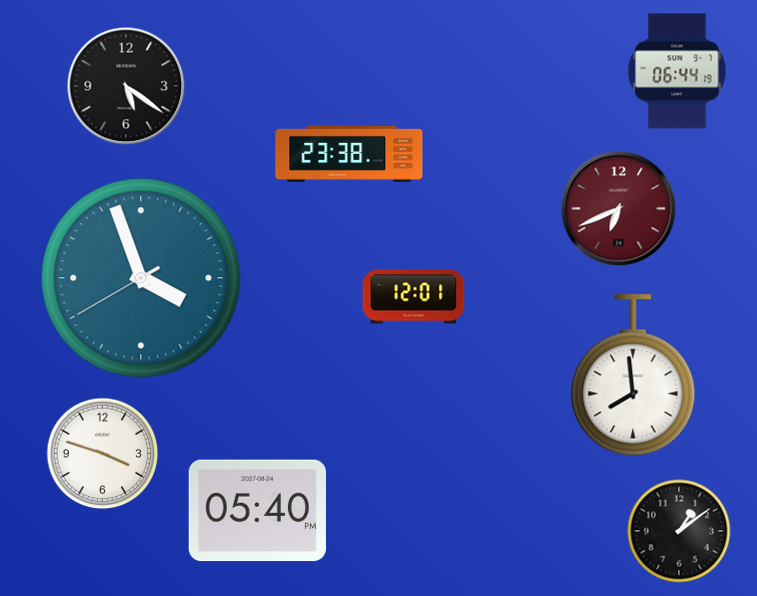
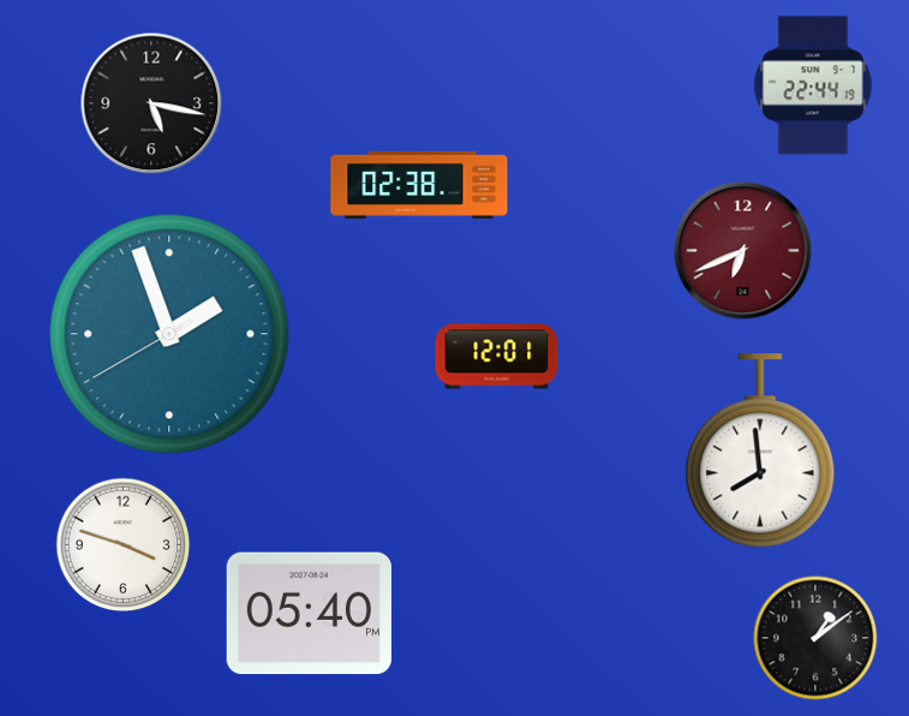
clock at (677, 71): 06:44 -> 22:44
clock at (126, 86): 5:21 -> 5:17
clock at (349, 154): 23:38 -> 02:38
clock at (141, 278): 3:56 -> 1:56
